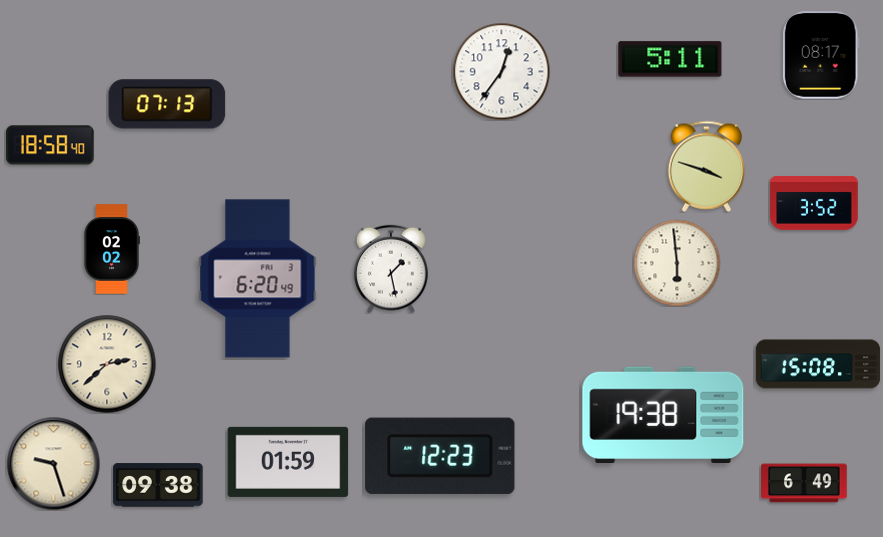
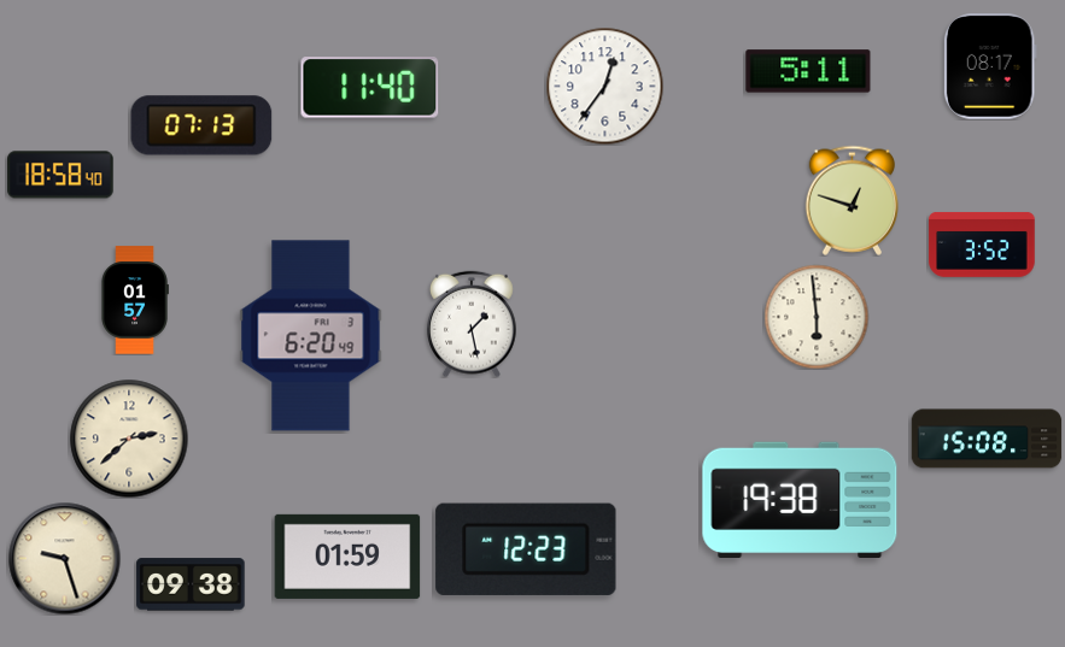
clock at (370, 88): none -> 11:40
clock at (707, 166): 3:48 -> 12:48
clock at (112, 249): 02:02 -> 01:57
clock at (440, 456) position: (440, 456) -> (526, 549)
clock at (804, 483): 6:49 -> none
